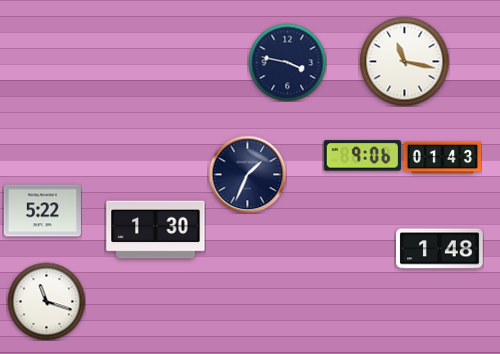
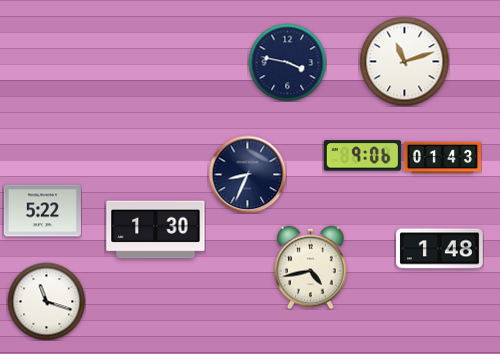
clock at (404, 61): 11:17 -> 11:12
clock at (247, 174): 1:34 -> 8:34
clock at (311, 267): none -> 4:43
